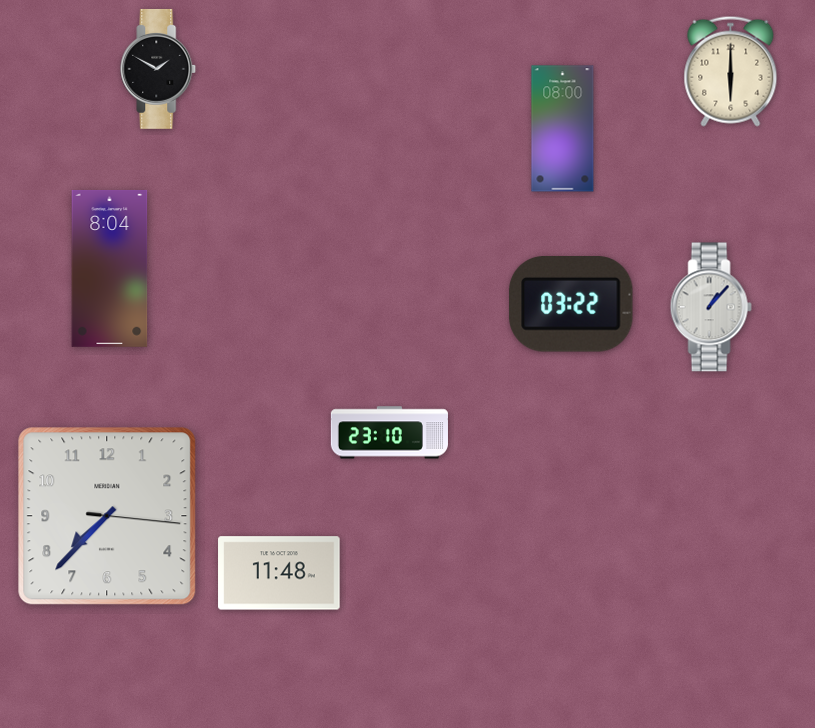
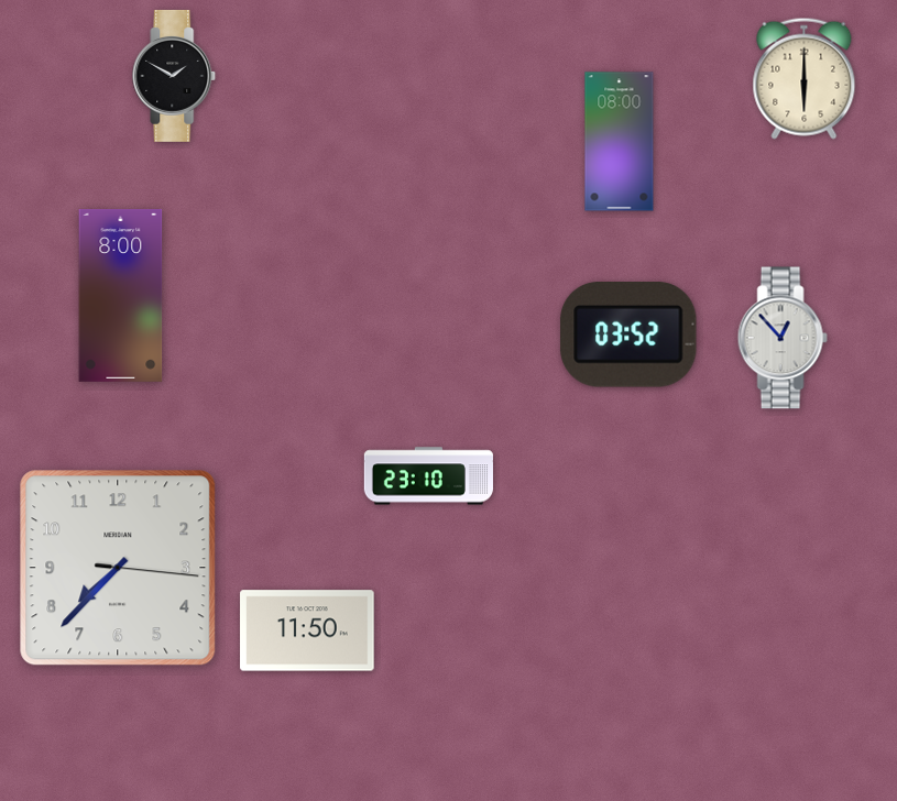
clock at (110, 268): 8:04 -> 8:00
clock at (571, 305): 03:22 -> 03:52
clock at (711, 307): 1:07 -> 12:53
clock at (279, 573): 11:48 -> 11:50
